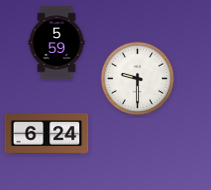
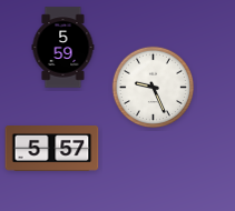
clock at (138, 79): 9:30 -> 9:26
clock at (47, 134): 6:24 -> 5:57
